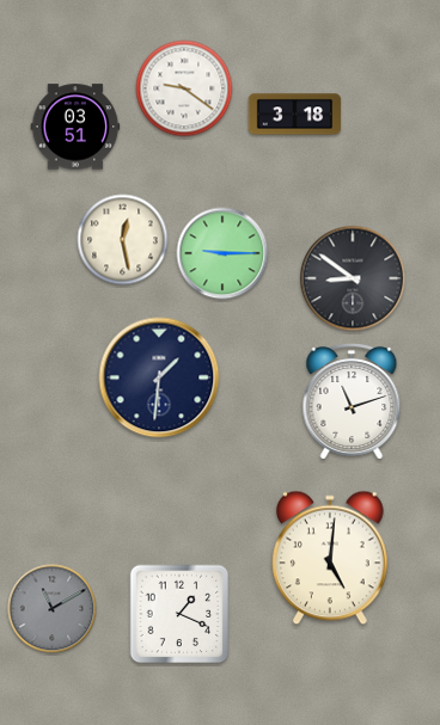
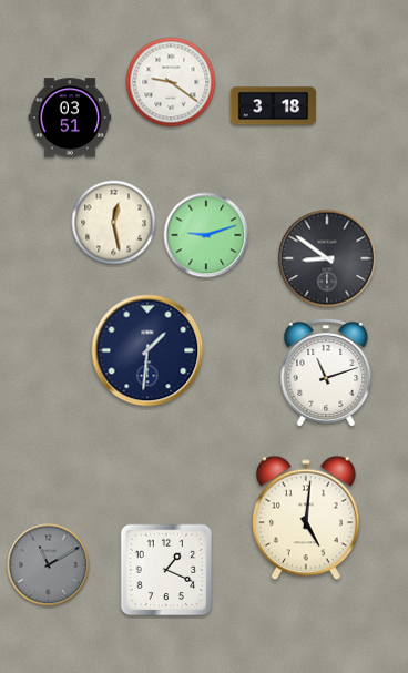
clock at (222, 253): 9:15 -> 9:12
